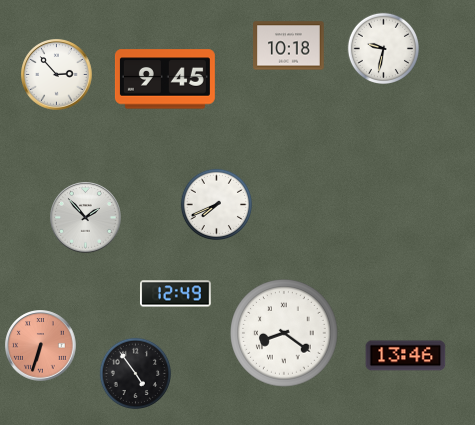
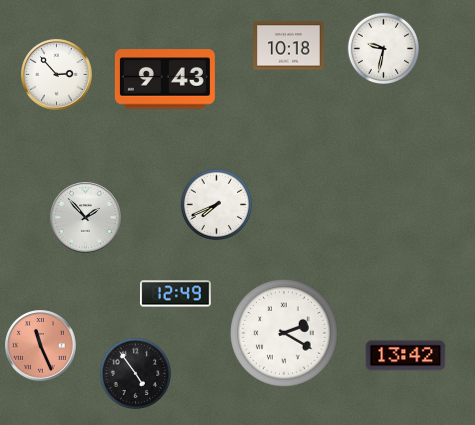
clock at (165, 79): 9:45 -> 9:43
clock at (284, 333): 8:21 -> 2:20
clock at (41, 346): 6:33 -> 11:26
clock at (406, 356): 13:46 -> 13:42
